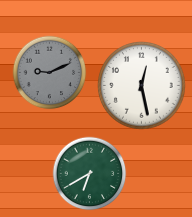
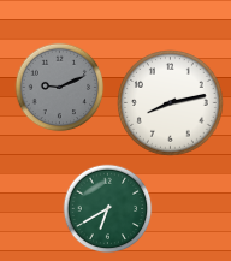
clock at (142, 86): 12:28 -> 8:13
